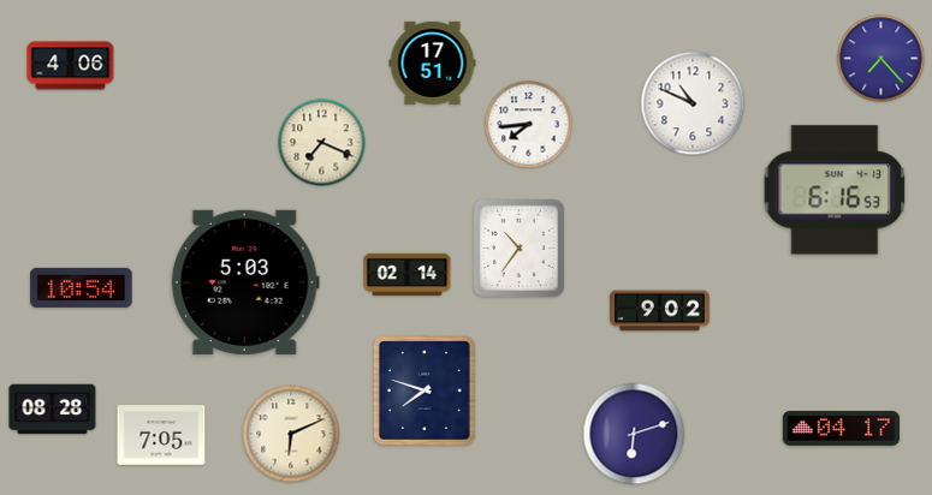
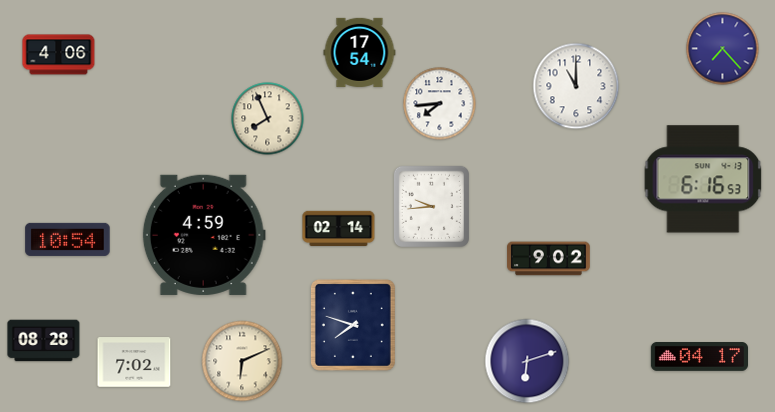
clock at (881, 59) position: (881, 59) -> (723, 49)
clock at (433, 62): 17:51 -> 17:54
clock at (693, 103): 10:49 -> 11:00
clock at (322, 143): 7:19 -> 7:56
clock at (835, 190) position: (835, 190) -> (703, 179)
clock at (518, 247): 10:36 -> 9:44
clock at (245, 282): 5:03 -> 4:59
clock at (161, 435): 7:05 -> 7:02
